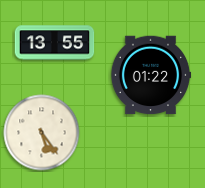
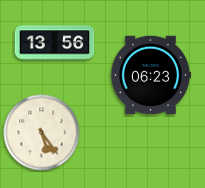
clock at (55, 43): 13:55 -> 13:56
clock at (151, 75): 01:22 -> 06:23
